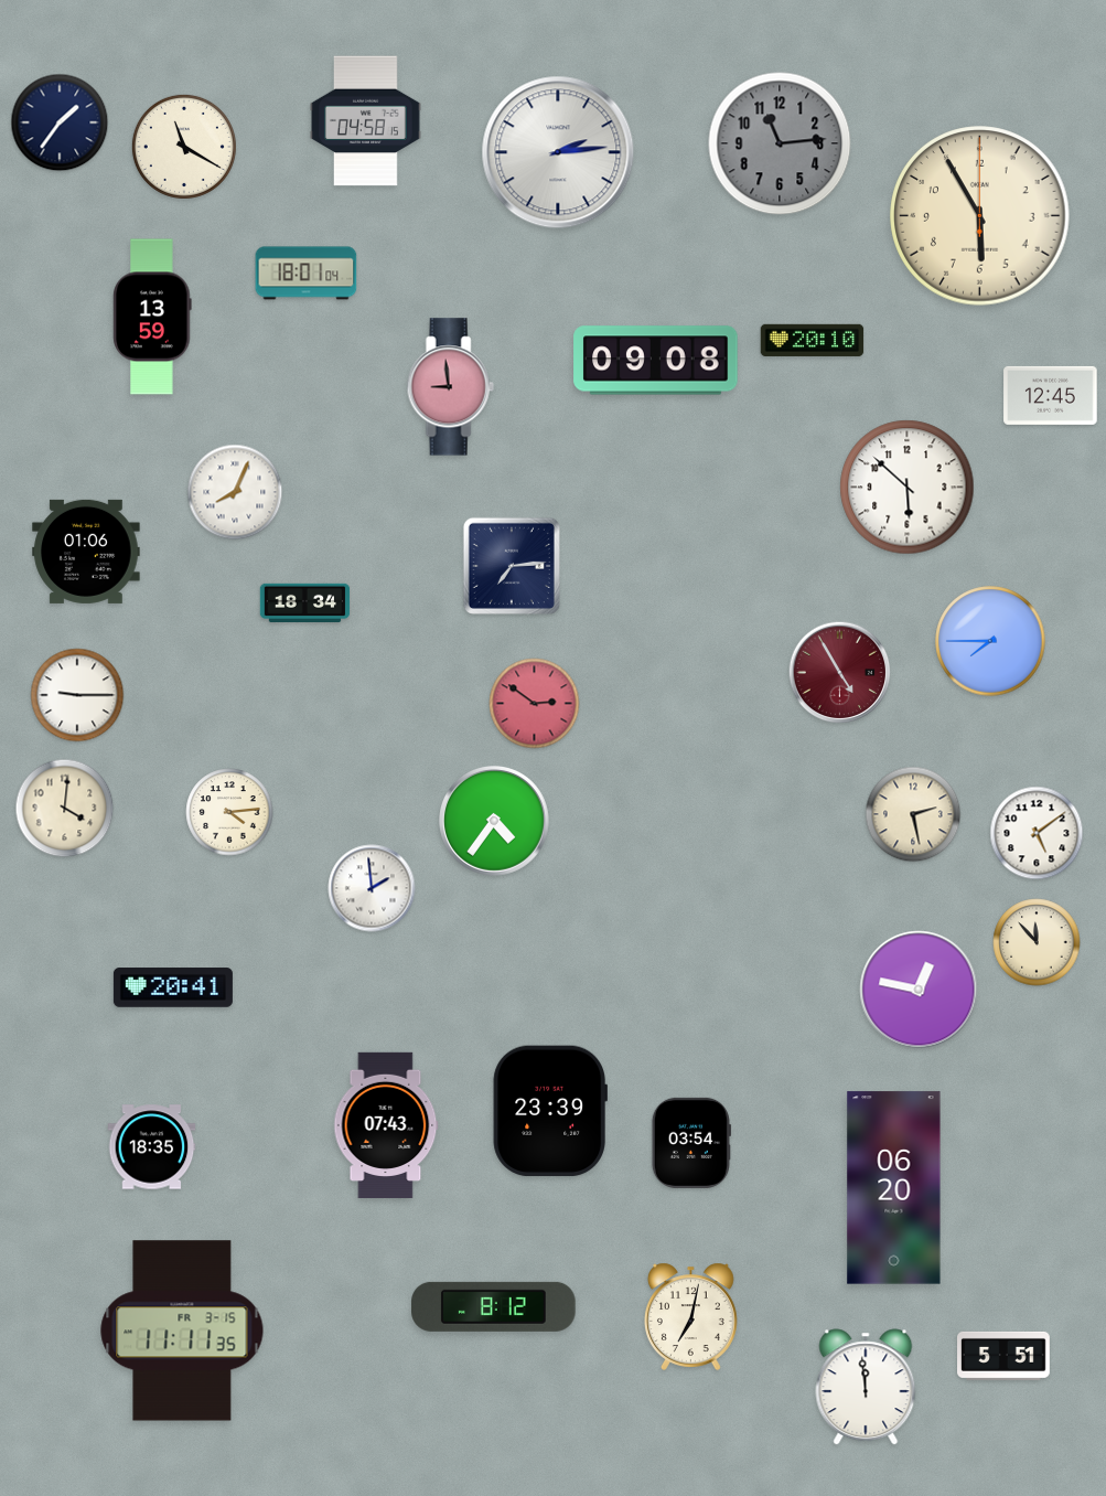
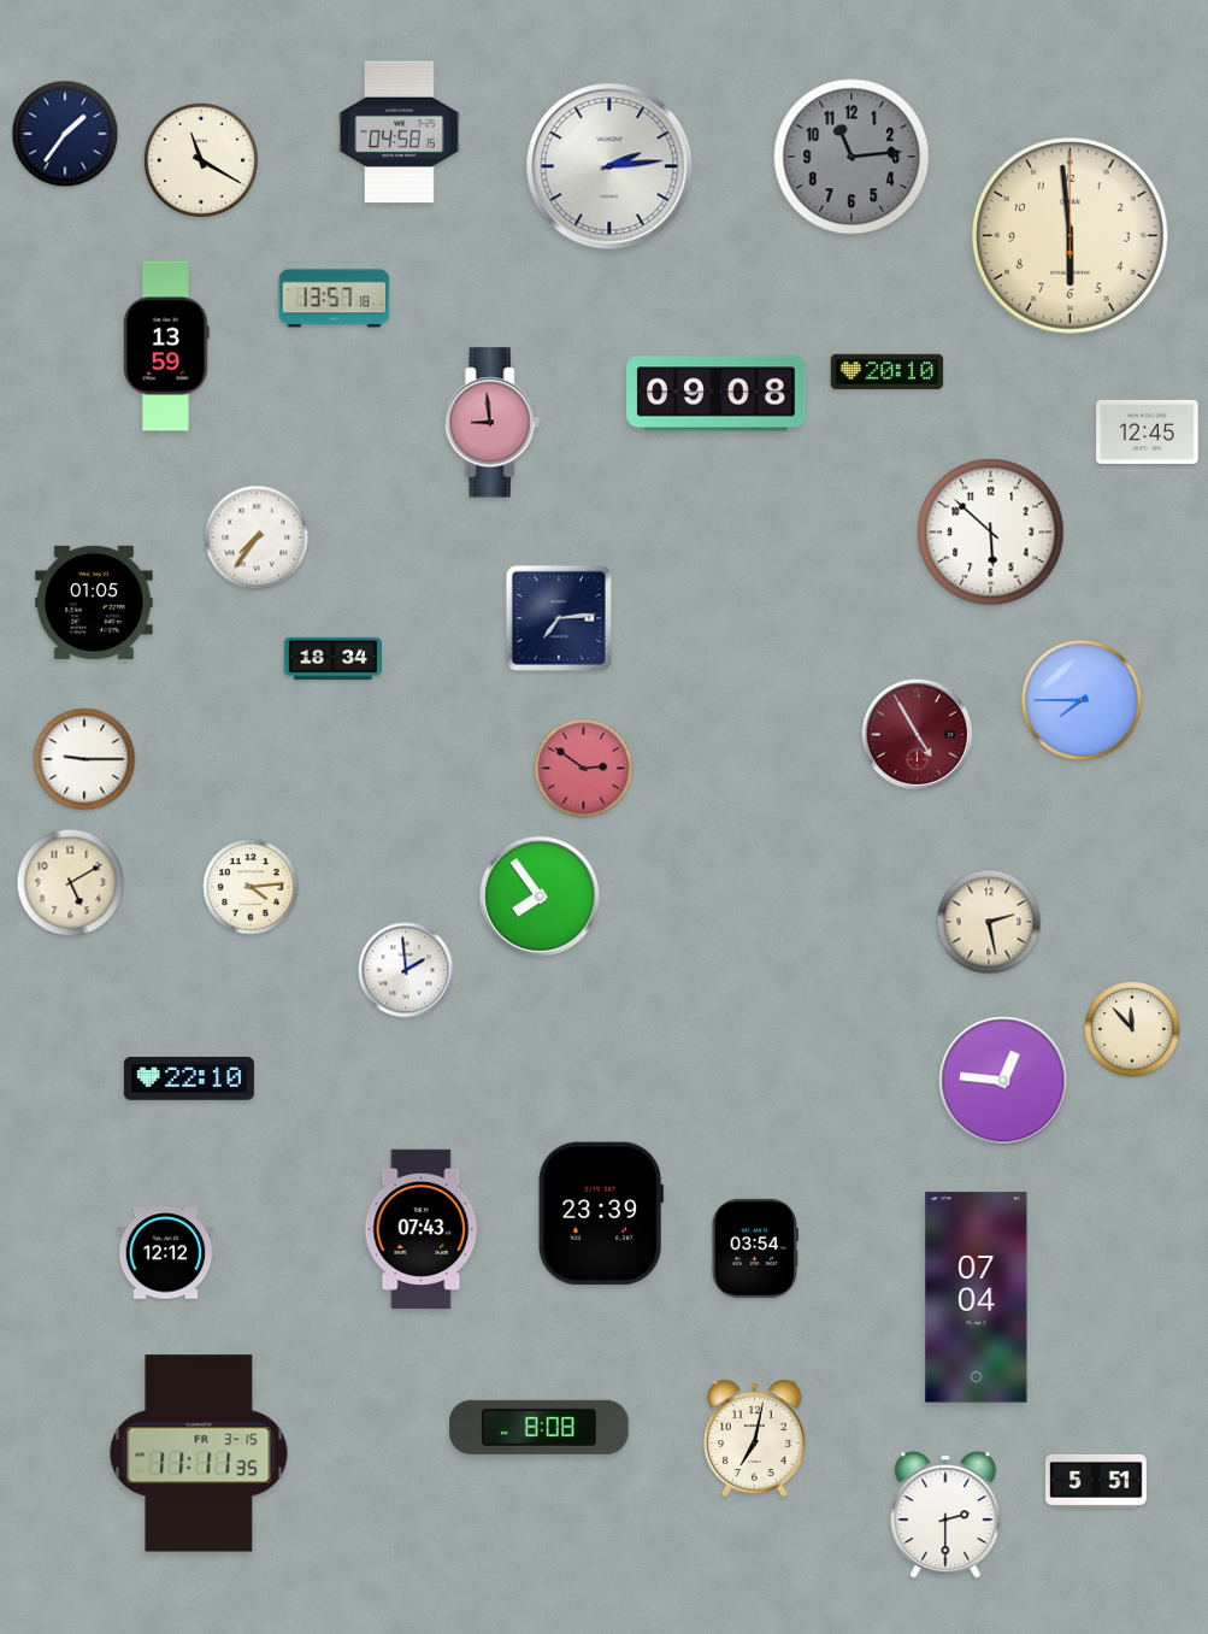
clock at (980, 216): 5:55 -> 5:59
clock at (307, 274): 18:01 -> 13:57
clock at (235, 492): 8:04 -> 7:36
clock at (86, 552): 01:06 -> 01:05
clock at (65, 809): 4:01 -> 5:10
clock at (913, 814) position: (913, 814) -> (989, 922)
clock at (495, 822): 4:36 -> 7:54
clock at (1037, 833): 5:09 -> none
clock at (173, 987): 20:41 -> 22:10
clock at (919, 990): 12:47 -> 12:46
clock at (152, 1147): 18:35 -> 12:12
clock at (894, 1188): 06:20 -> 07:04
clock at (494, 1306): 8:12 -> 8:08
clock at (866, 1387): 11:59 -> 2:30
